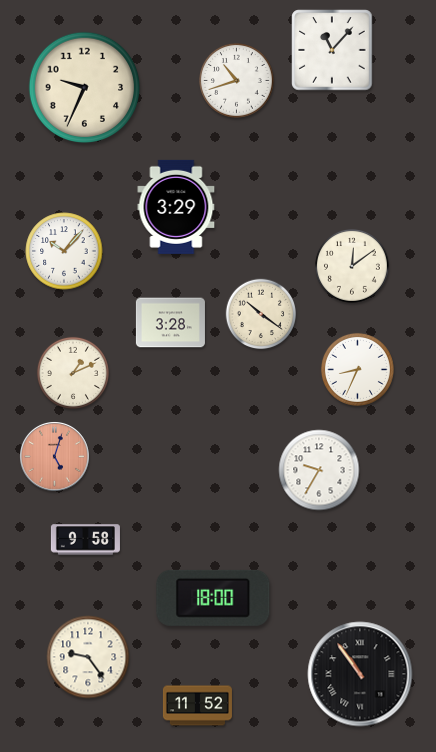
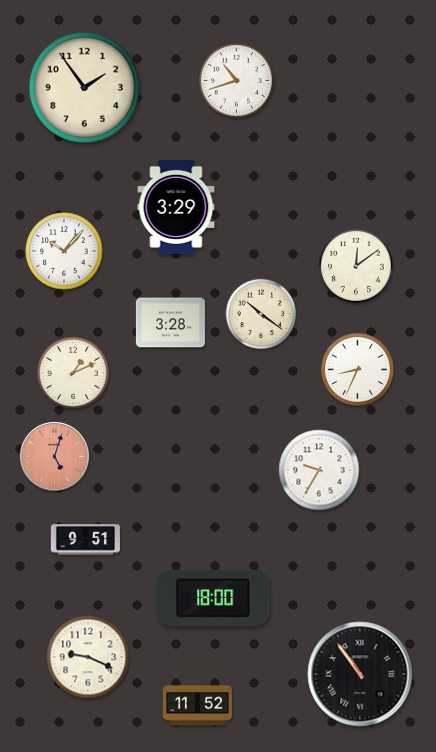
clock at (332, 50): 11:07 -> none
clock at (85, 88): 9:34 -> 1:54
clock at (352, 266) position: (352, 266) -> (356, 266)
clock at (85, 540): 9:58 -> 9:51
clock at (88, 657): 9:24 -> 9:19
